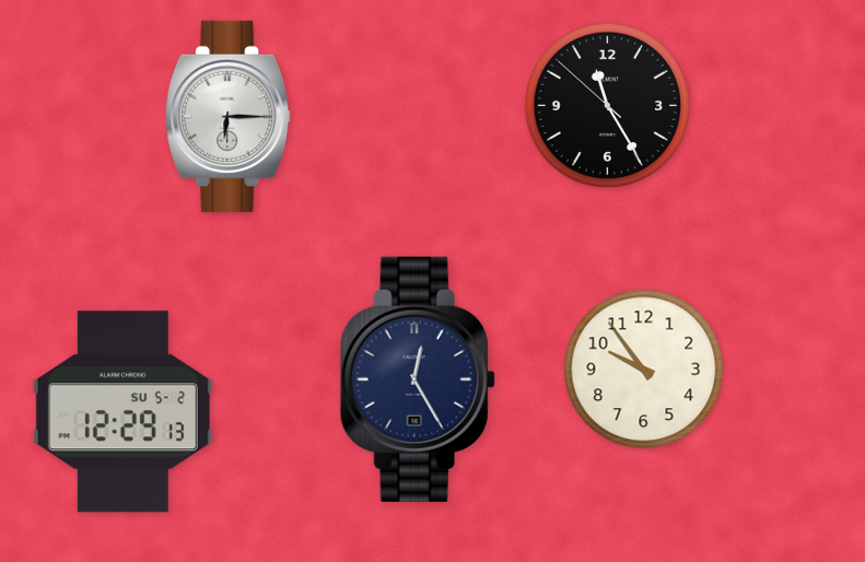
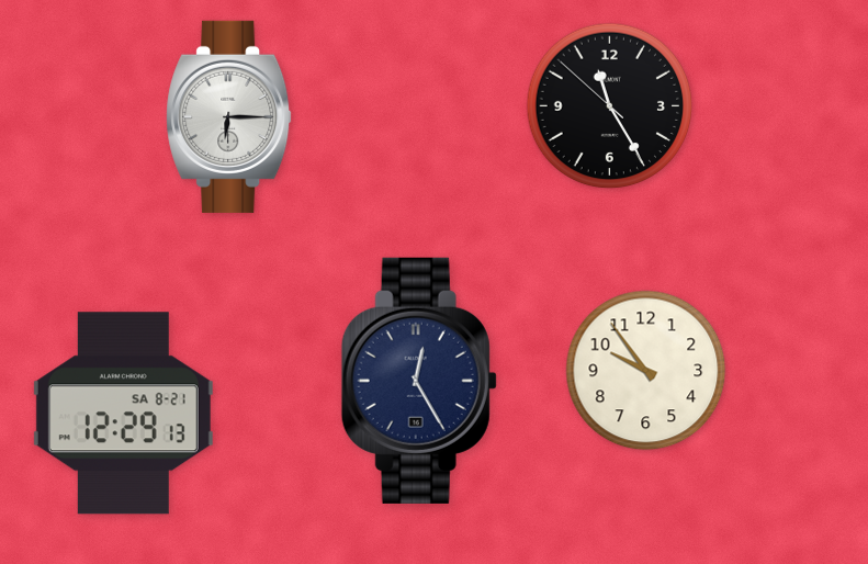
clock at (122, 412) date: SU 5-2 -> SA 8-21
